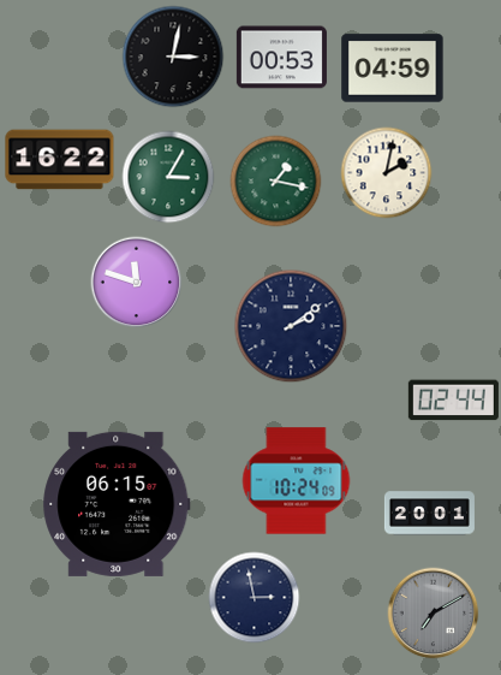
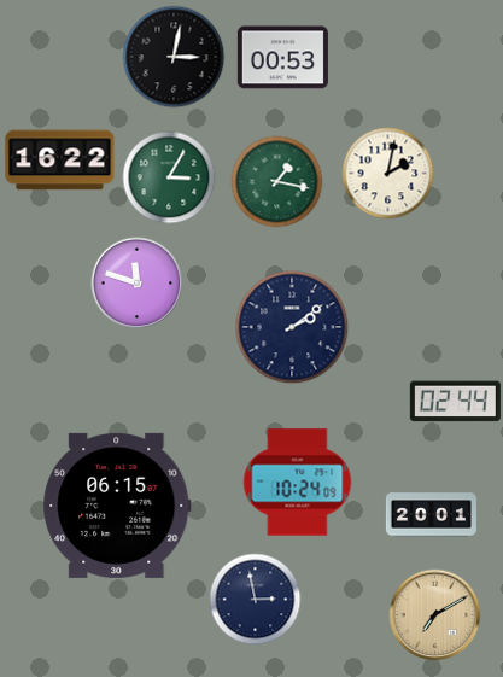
clock at (393, 69): 04:59 -> none
clock at (434, 614) dial: grey -> champagne
